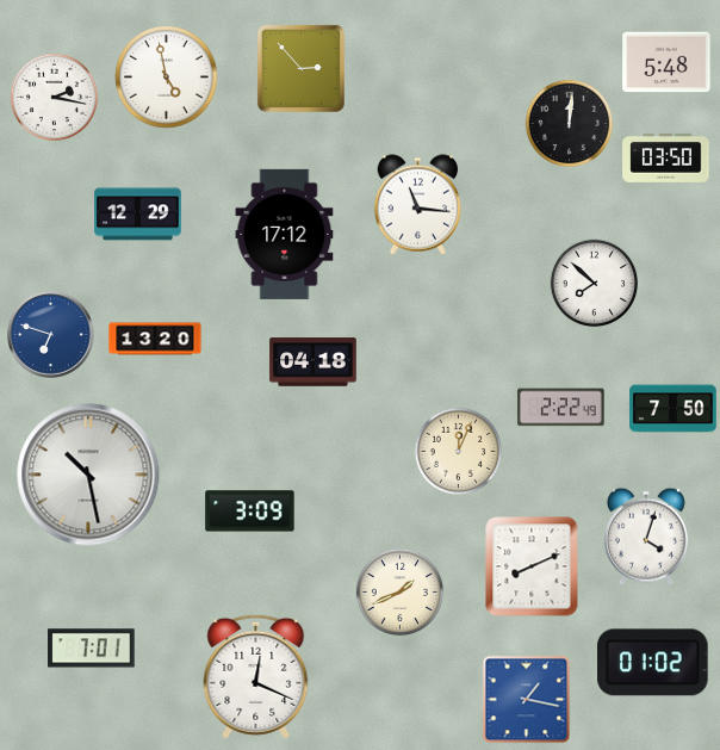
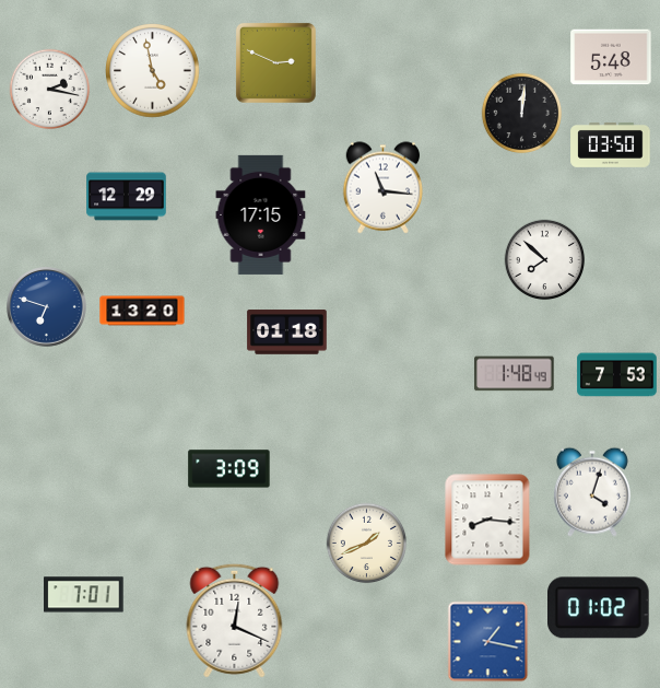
clock at (300, 68): 2:53 -> 2:49
clock at (285, 234): 17:12 -> 17:15
clock at (314, 362): 04:18 -> 01:18
clock at (561, 408): 2:22 -> 1:48
clock at (674, 409): 7:50 -> 7:53
clock at (459, 452): 12:04 -> none
clock at (88, 475): 10:28 -> none
clock at (532, 566): 8:11 -> 8:16
clock at (527, 700) position: (527, 700) -> (488, 642)
